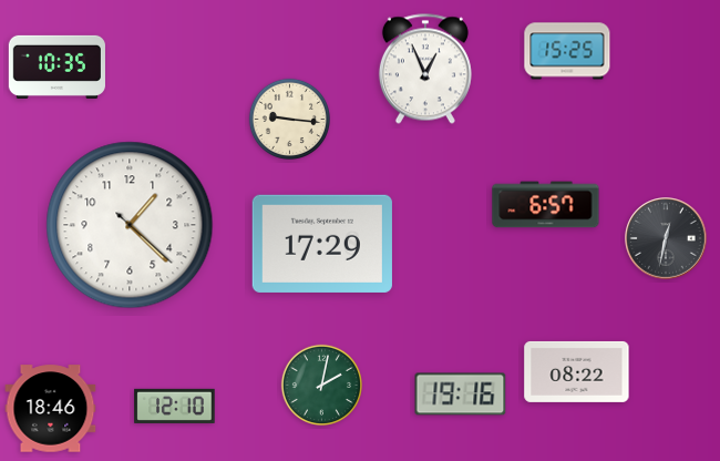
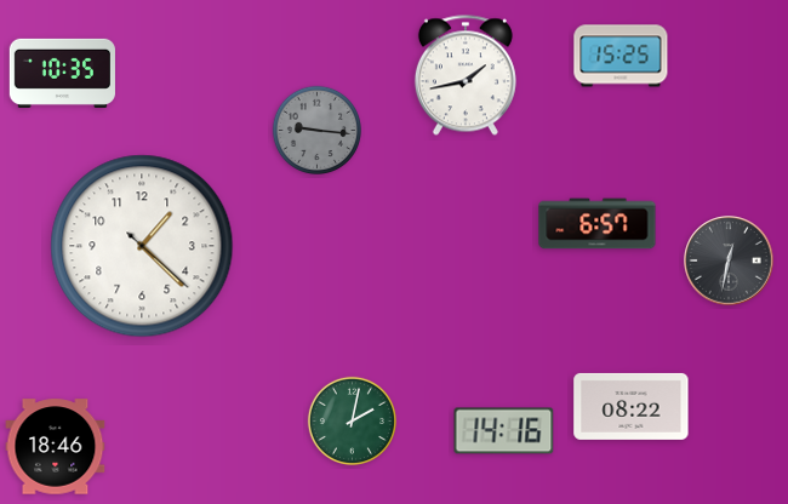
clock at (425, 69): 12:56 -> 1:43
clock at (289, 119) dial: cream -> grey
clock at (322, 244): 17:29 -> none
clock at (461, 395): 19:16 -> 14:16
clock at (175, 406): 12:10 -> none
